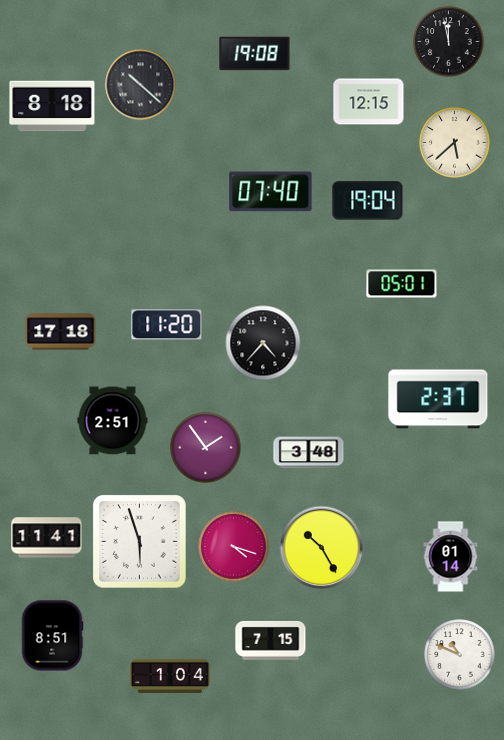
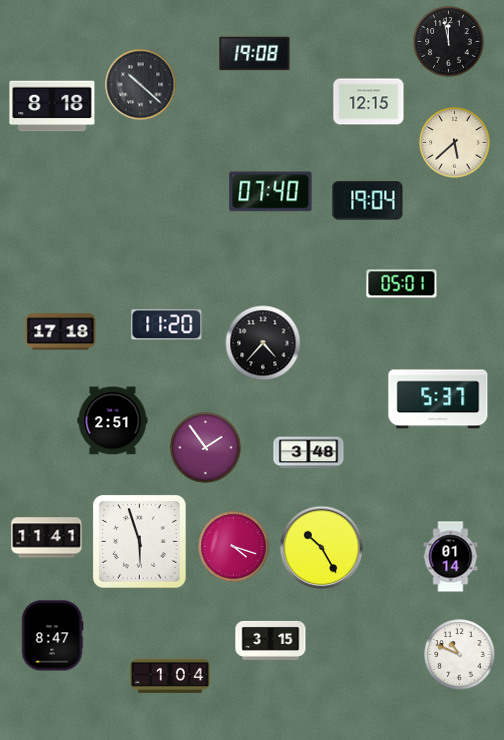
clock at (438, 399): 2:37 -> 5:37
clock at (52, 636): 8:51 -> 8:47
clock at (271, 640): 7:15 -> 3:15
